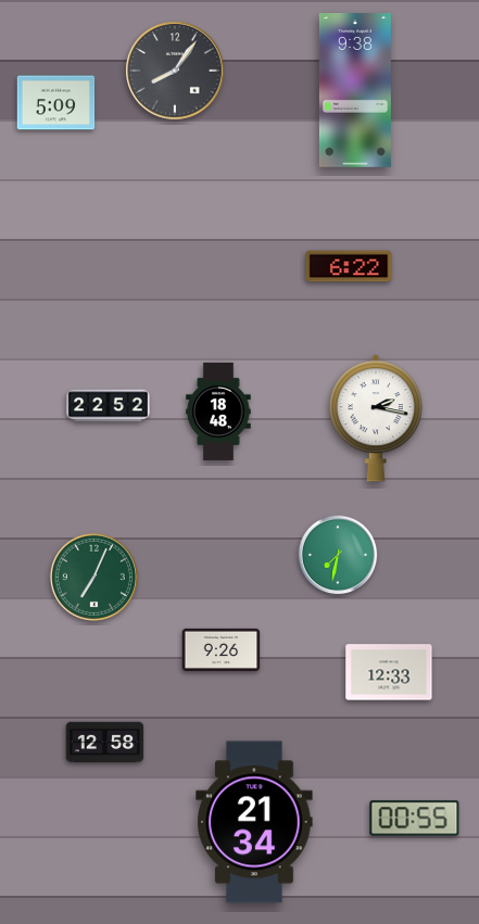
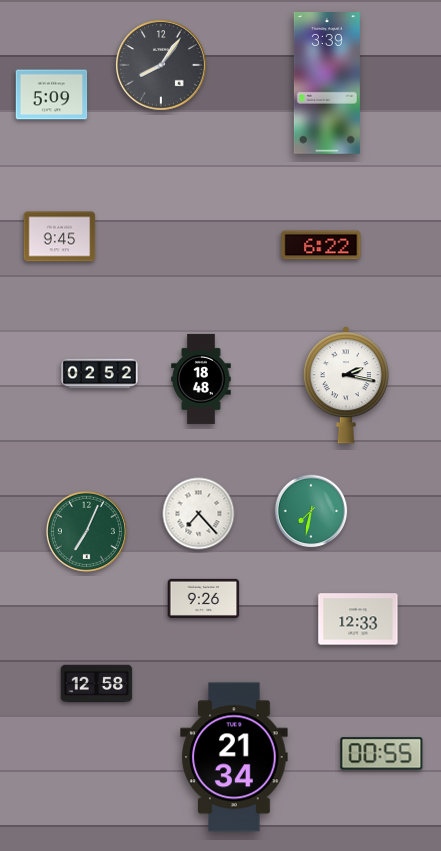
clock at (355, 91): 9:38 -> 3:39
clock at (60, 237): none -> 9:45
clock at (109, 406): 22:52 -> 02:52
clock at (199, 514): none -> 7:23
